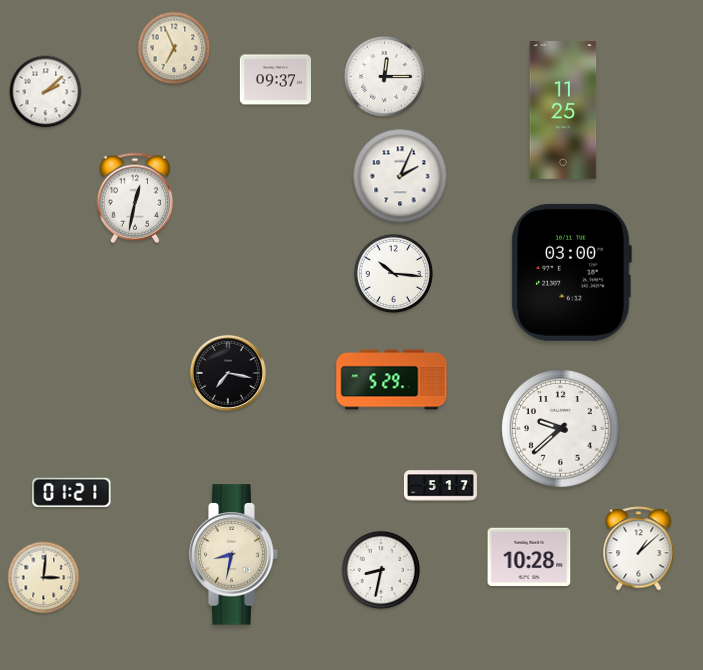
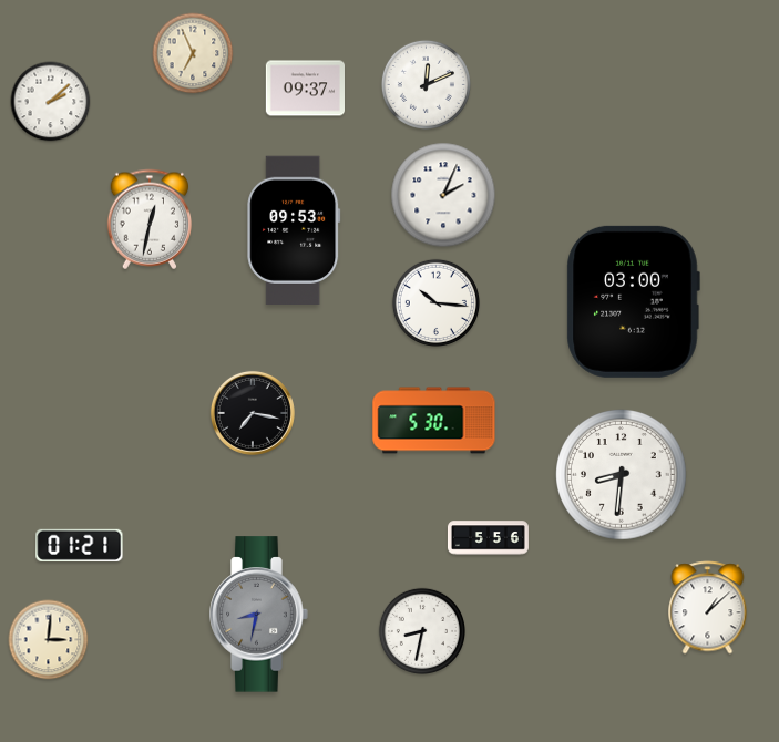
clock at (384, 76): 12:15 -> 12:11
clock at (563, 110): 11:25 -> none
clock at (294, 229): none -> 09:53
clock at (392, 380): 5:29 -> 5:30
clock at (561, 429): 9:38 -> 8:31
clock at (440, 486): 5:17 -> 5:56
clock at (234, 555) dial: cream -> grey
clock at (529, 557): 10:28 -> none
